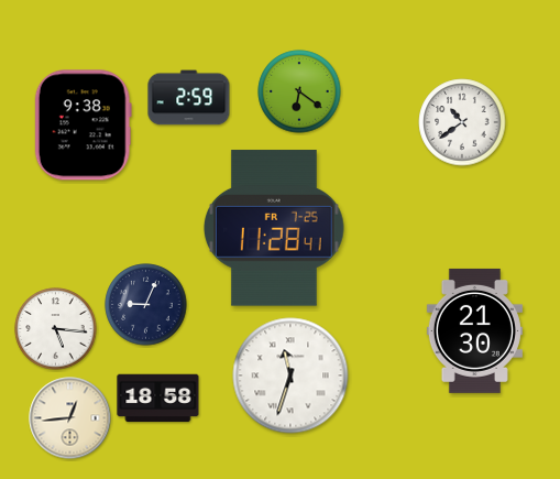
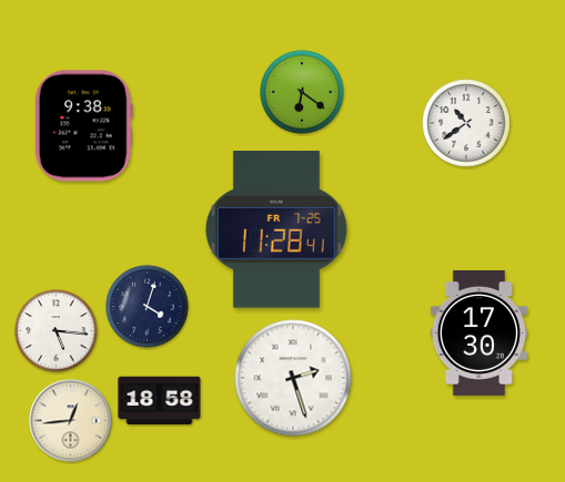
clock at (189, 98): 2:59 -> none
clock at (146, 305): 9:04 -> 4:03
clock at (474, 330): 21:30 -> 17:30
clock at (290, 375): 11:33 -> 2:27
